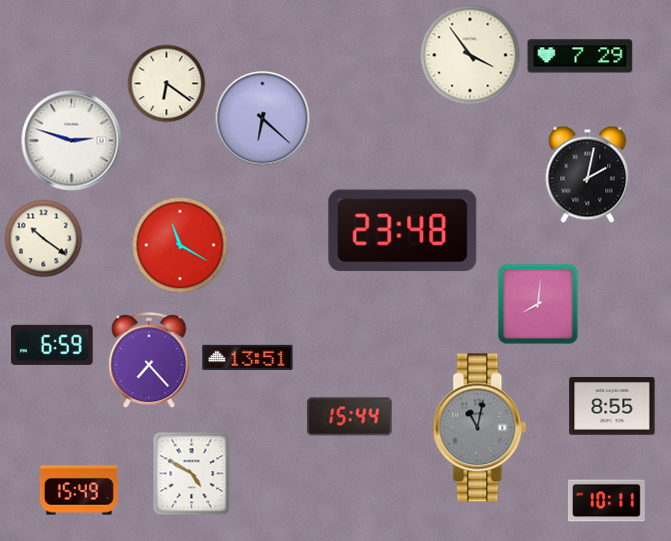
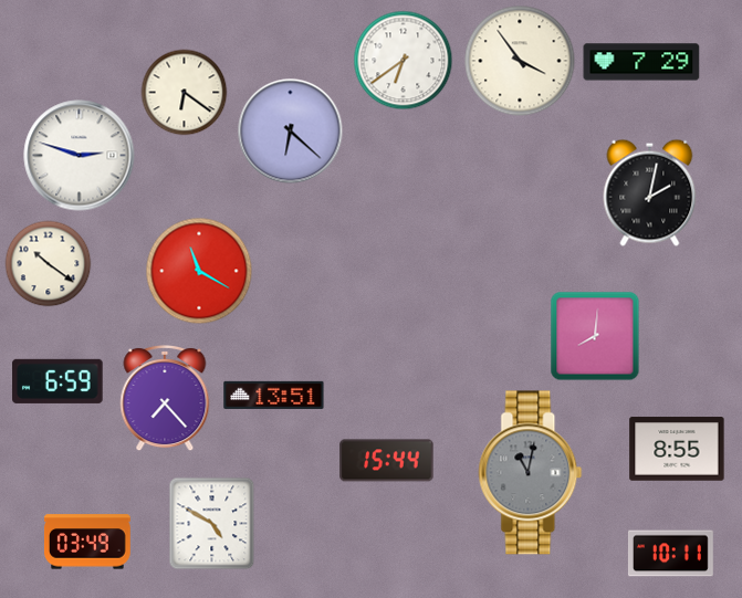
clock at (403, 60): none -> 6:39
clock at (403, 231): 23:48 -> none
clock at (79, 490): 15:49 -> 03:49
